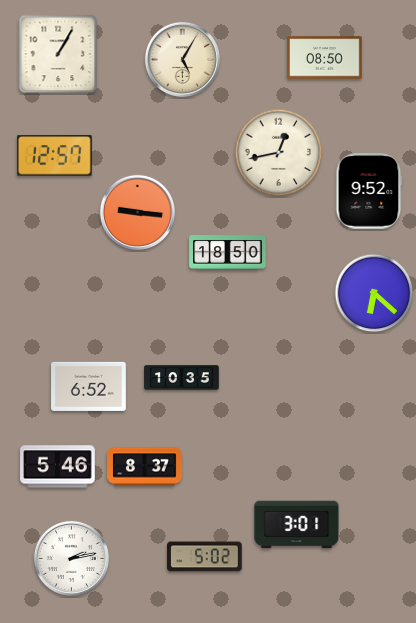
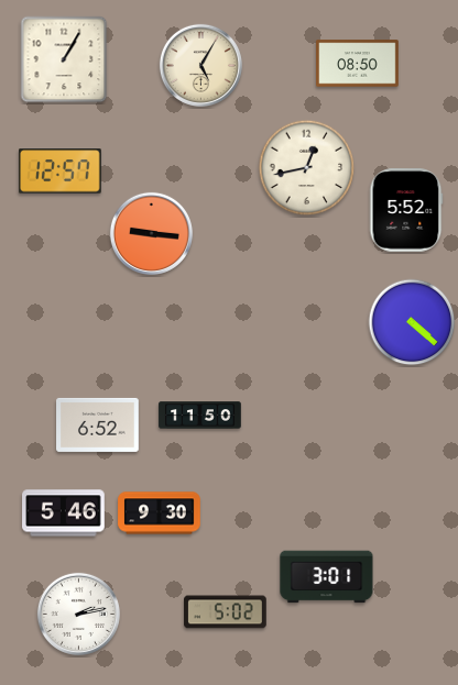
clock at (369, 191): 9:52 -> 5:52
clock at (228, 253): 18:50 -> none
clock at (374, 293): 6:22 -> 4:22
clock at (182, 378): 10:35 -> 11:50
clock at (145, 467): 8:37 -> 9:30
